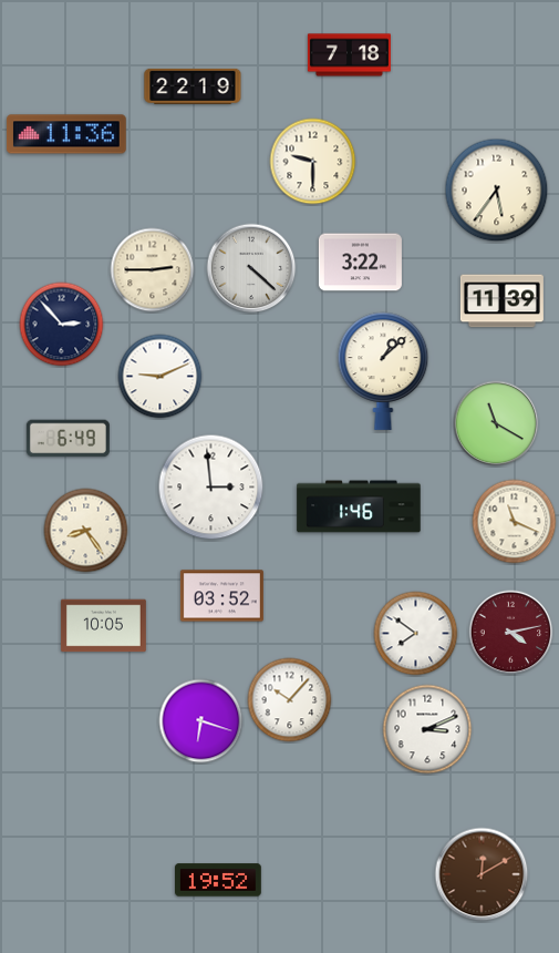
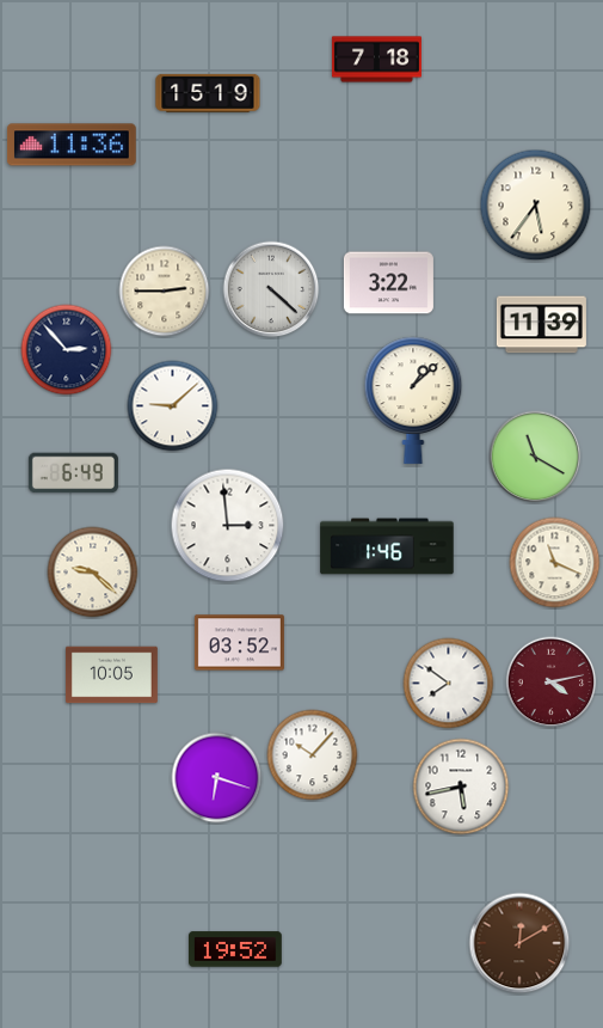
clock at (193, 86): 22:19 -> 15:19
clock at (313, 162): 9:30 -> none
clock at (161, 377): 9:11 -> 9:08
clock at (86, 531): 8:24 -> 9:22
clock at (427, 729): 3:11 -> 5:43
